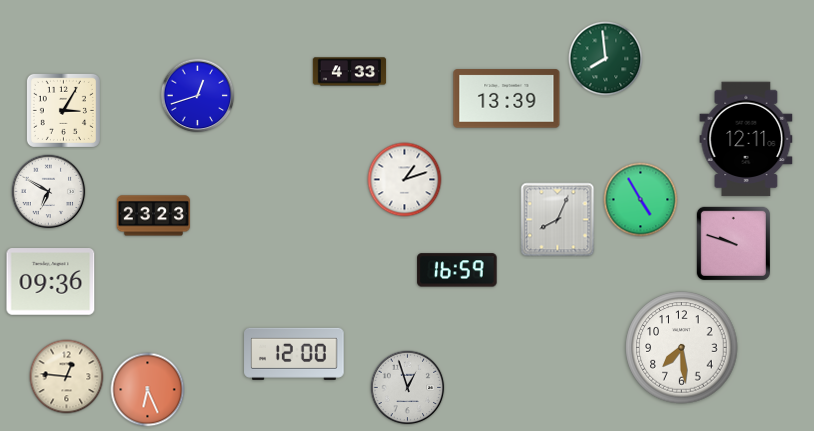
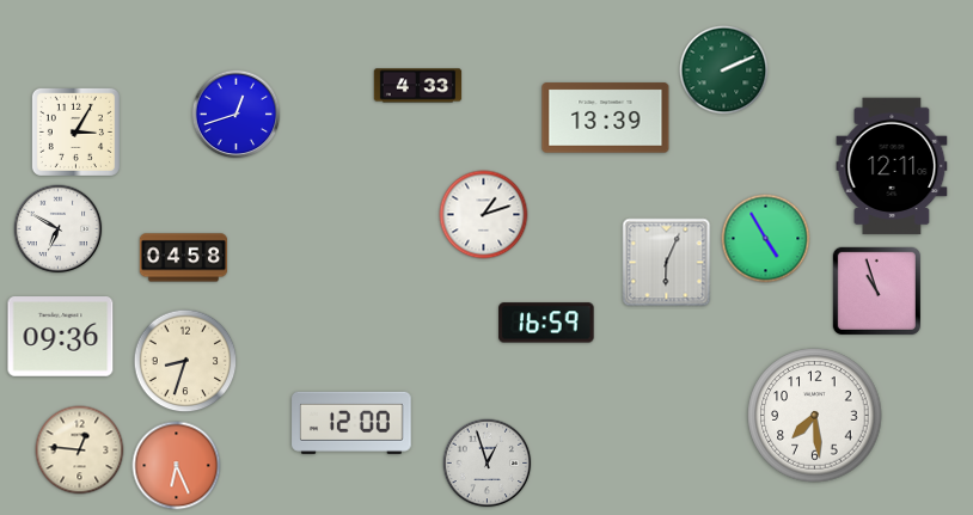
clock at (606, 59): 7:59 -> 2:11
clock at (154, 216): 23:23 -> 04:58
clock at (558, 220): 8:04 -> 6:04
clock at (733, 243): 9:48 -> 10:57
clock at (185, 361): none -> 8:33
